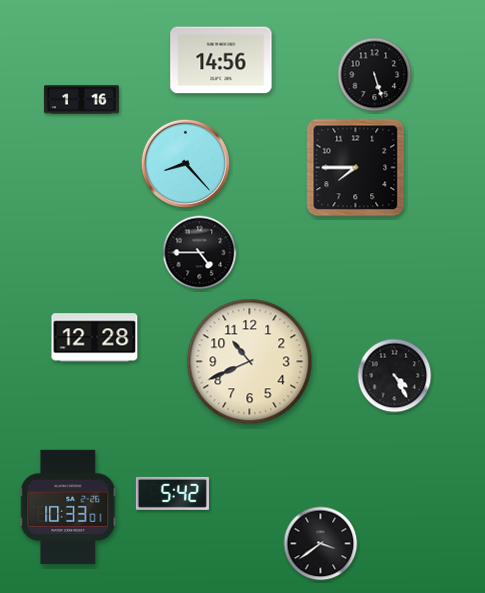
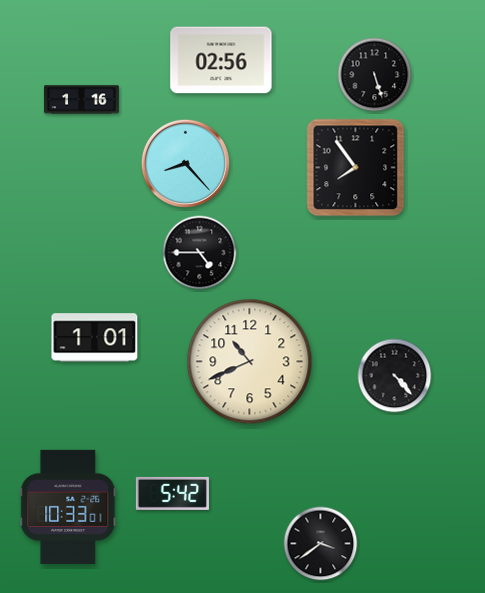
clock at (221, 60): 14:56 -> 02:56
clock at (356, 168): 7:45 -> 7:54
clock at (95, 338): 12:28 -> 1:01
clock at (395, 376): 4:25 -> 4:23
